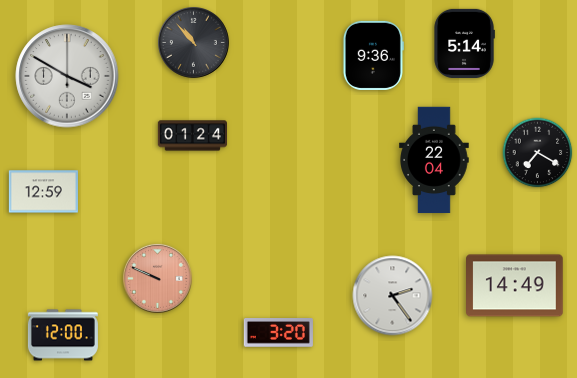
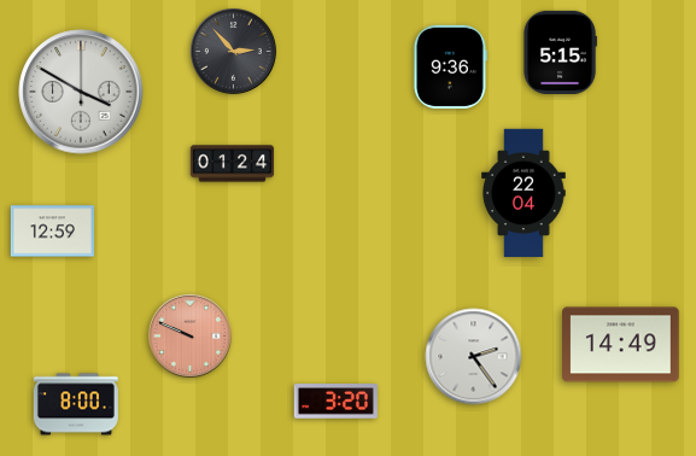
clock at (194, 43): 10:53 -> 2:53
clock at (464, 43): 5:14 -> 5:15
clock at (538, 153): 7:20 -> none
clock at (63, 335): 12:00 -> 8:00
